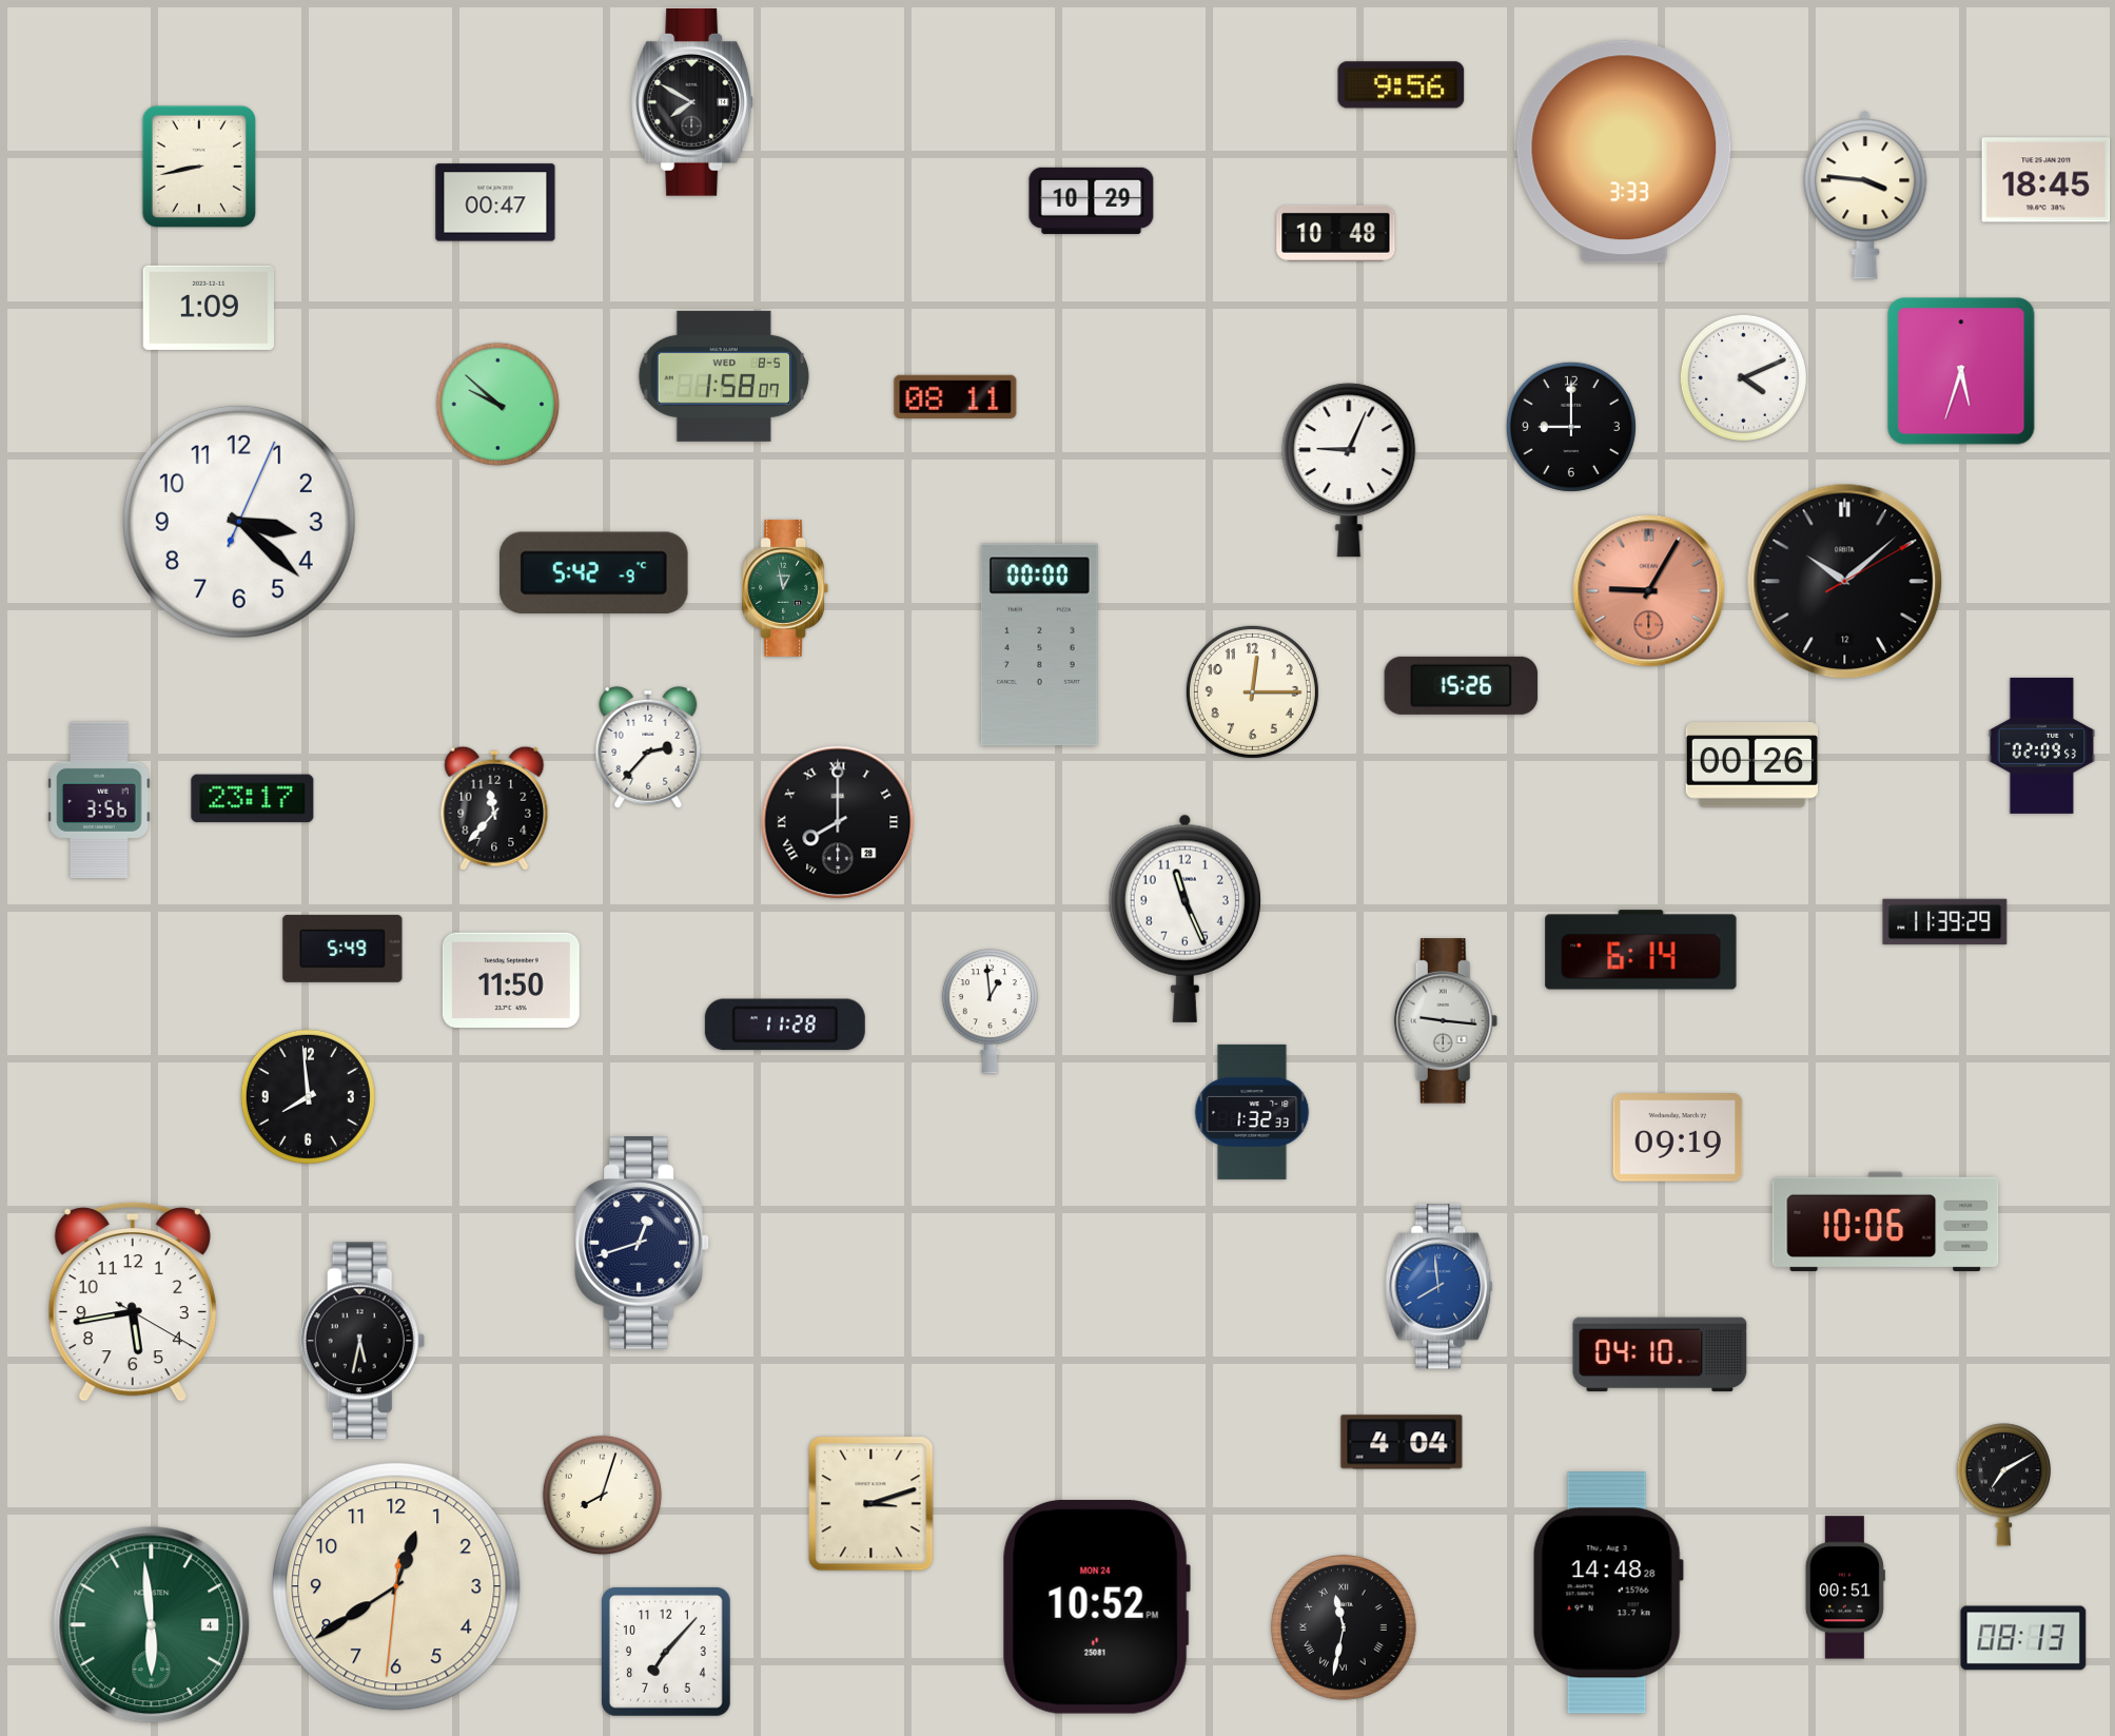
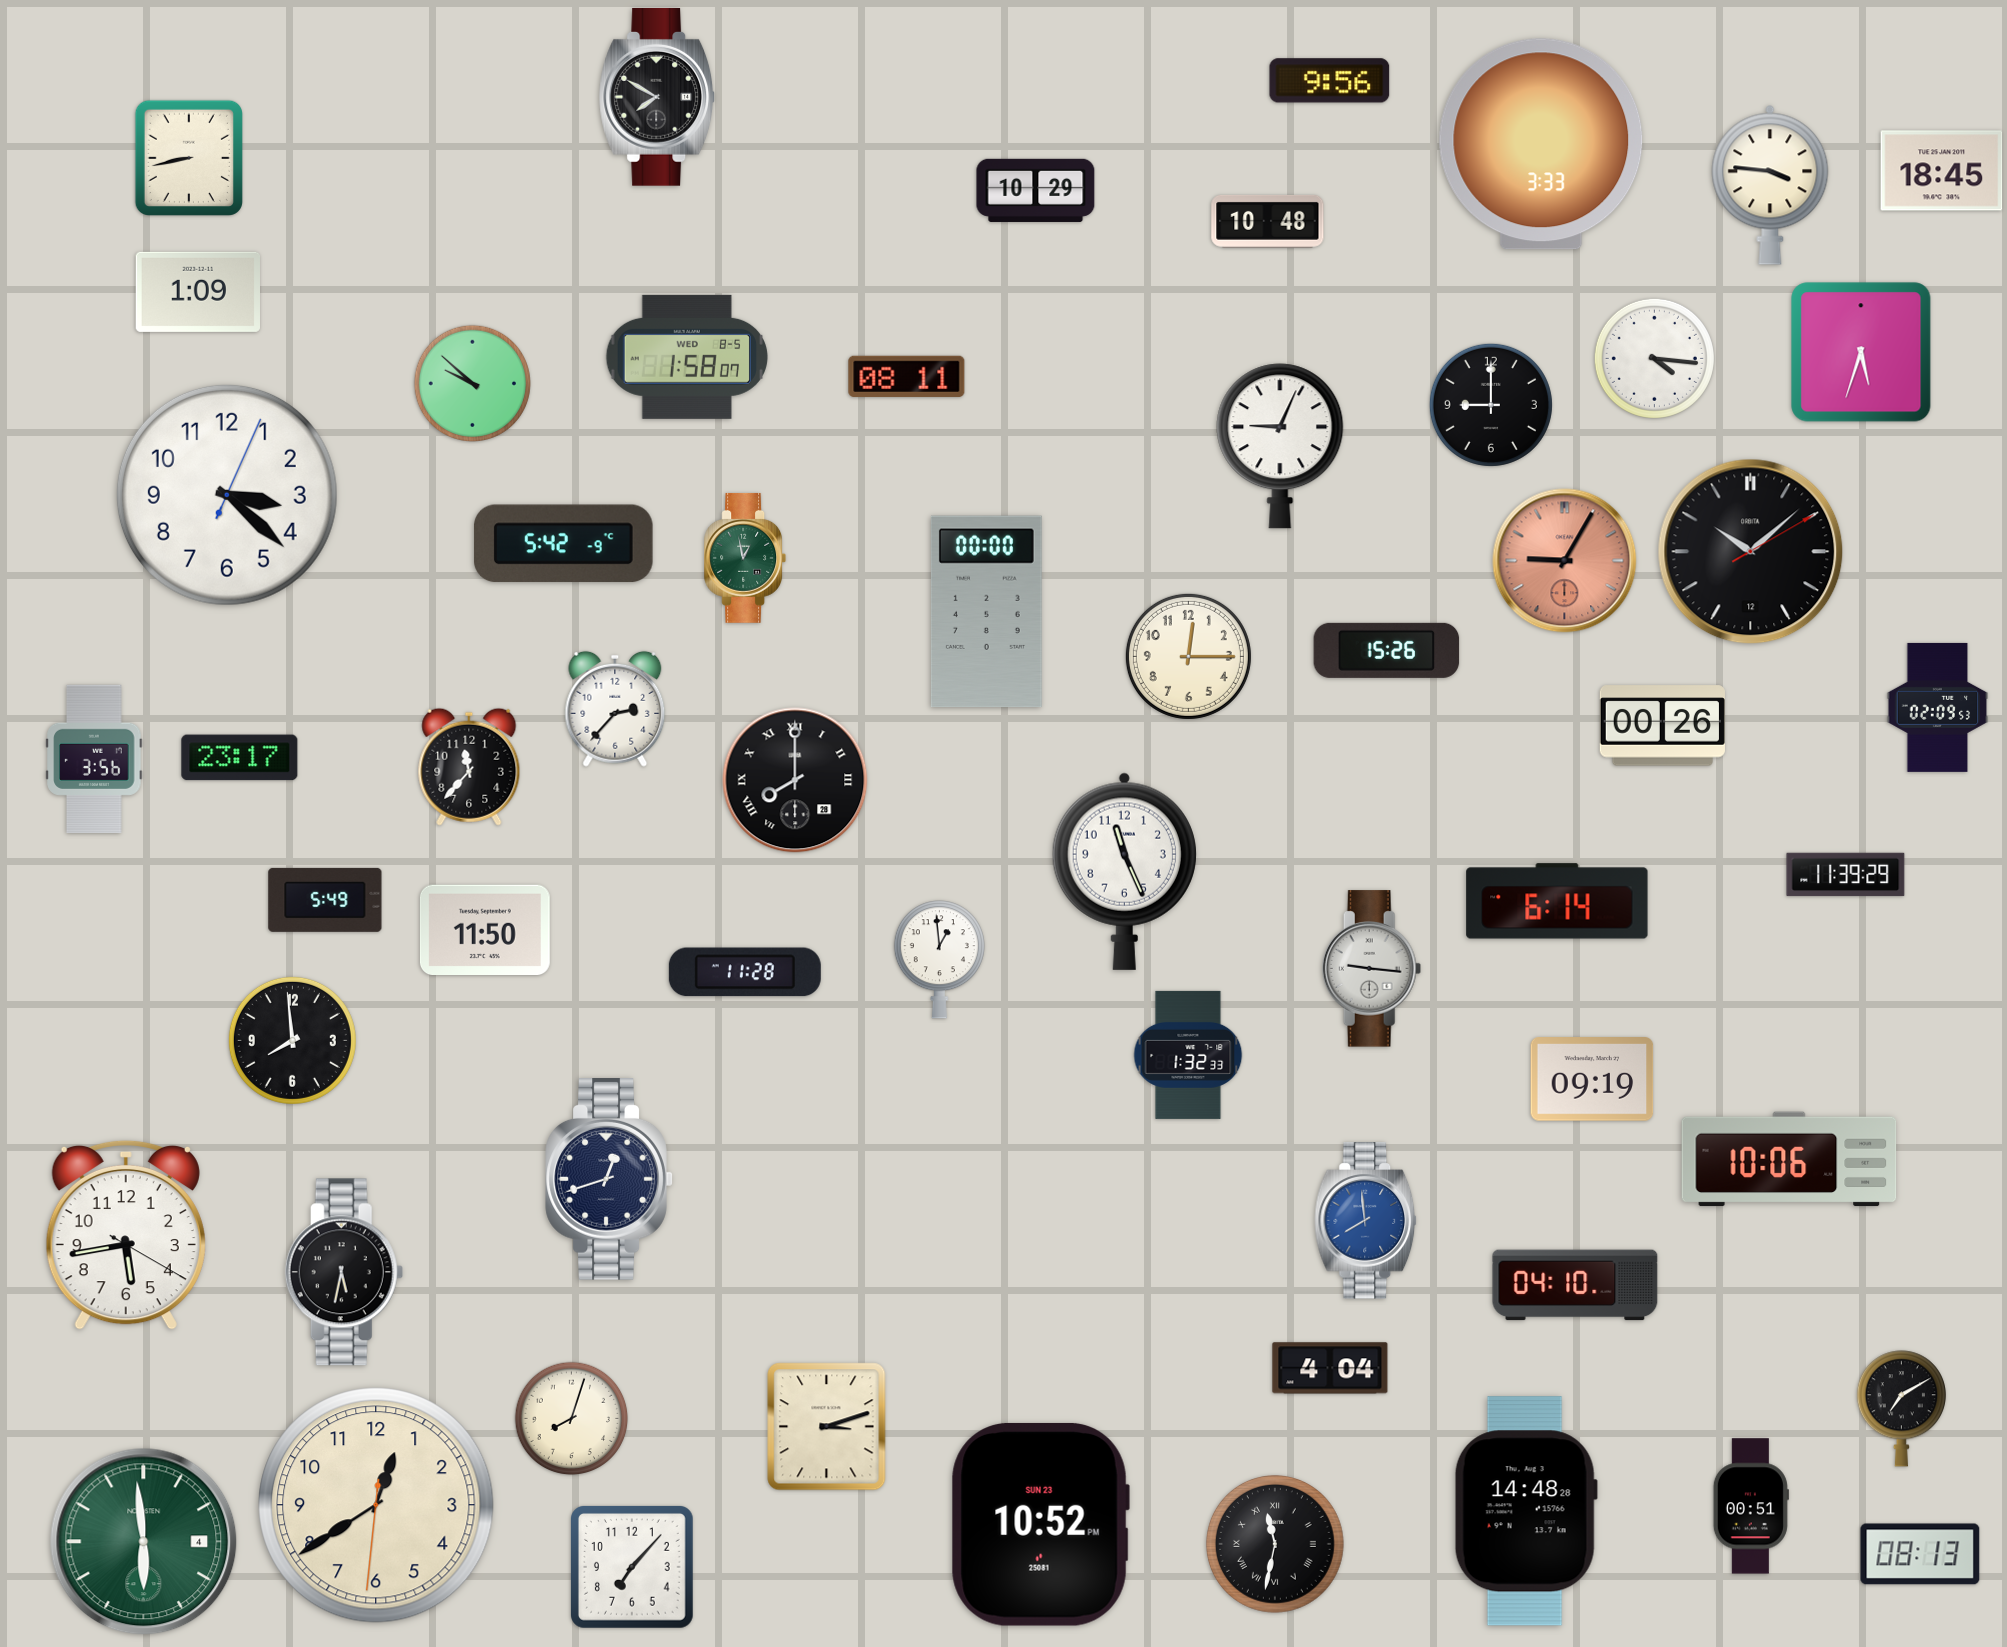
clock at (495, 202): 00:47 -> none
clock at (1743, 377): 4:11 -> 4:16
clock at (1096, 1606) date: MON 24 -> SUN 23
